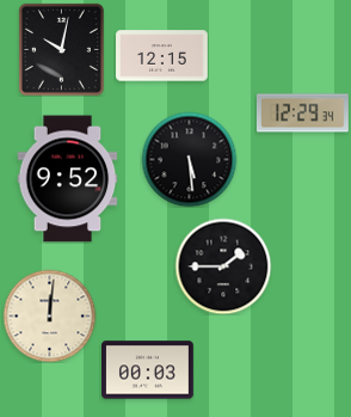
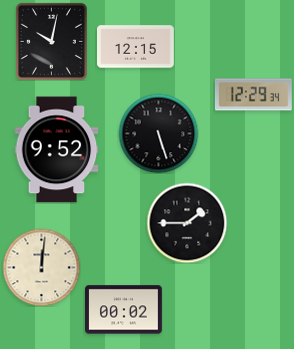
clock at (189, 159): 5:29 -> 5:27
clock at (49, 315) position: (49, 315) -> (41, 267)
clock at (148, 370): 00:03 -> 00:02
